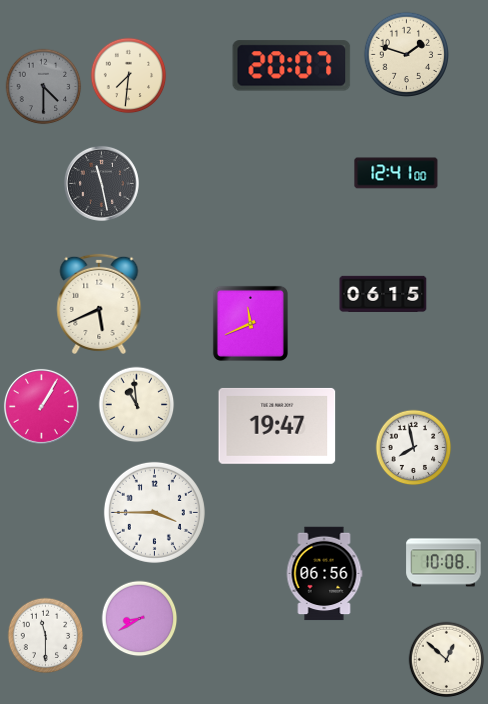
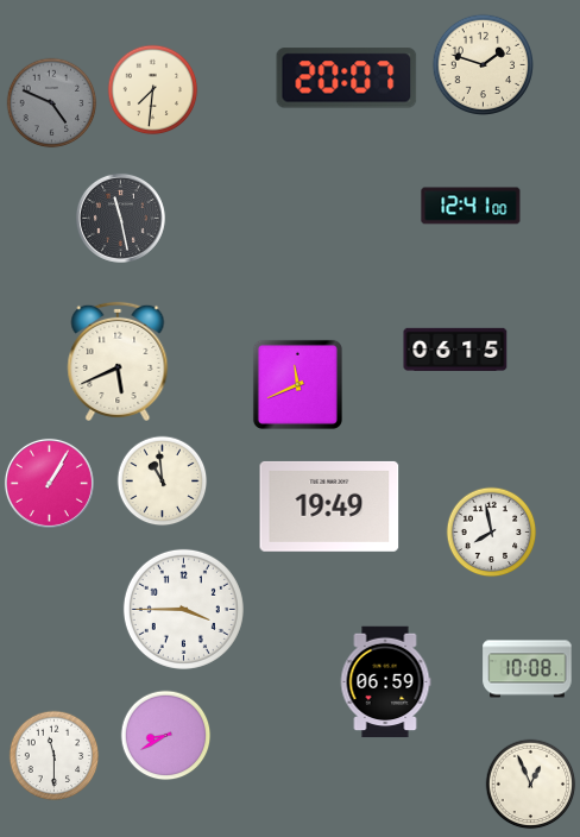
clock at (44, 87): 4:30 -> 4:49
clock at (277, 426): 19:47 -> 19:49
clock at (324, 574): 06:56 -> 06:59
clock at (447, 660): 12:52 -> 12:56
